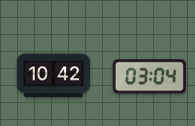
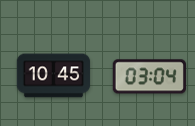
clock at (54, 76): 10:42 -> 10:45
